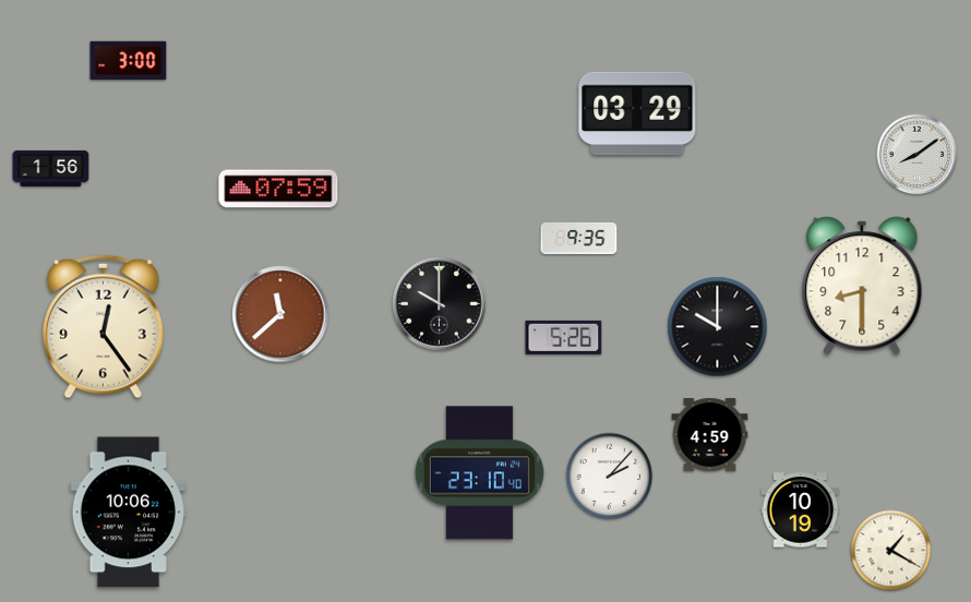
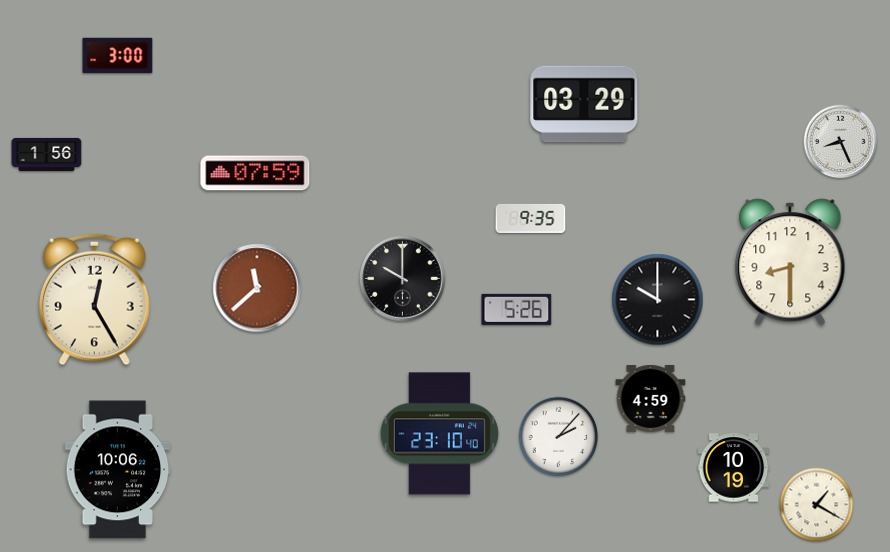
clock at (918, 155): 8:09 -> 8:26
clock at (104, 327): 12:24 -> 12:25
